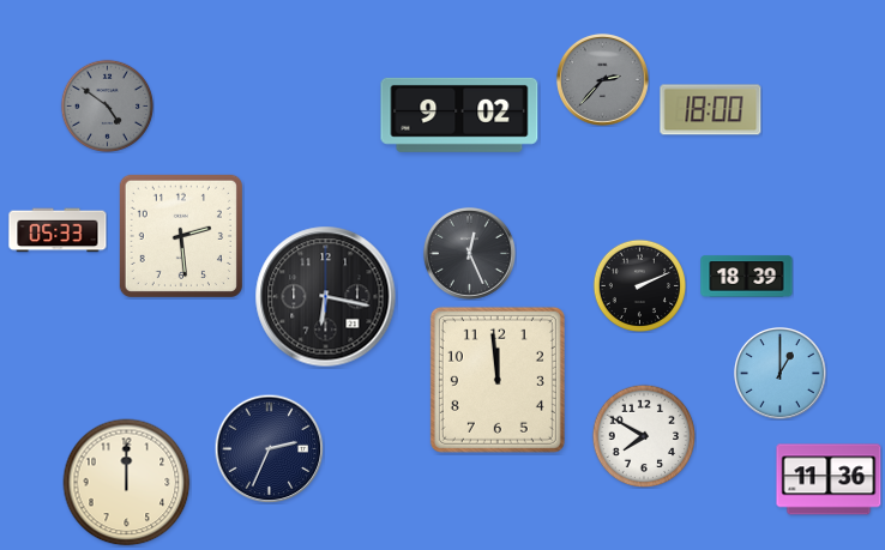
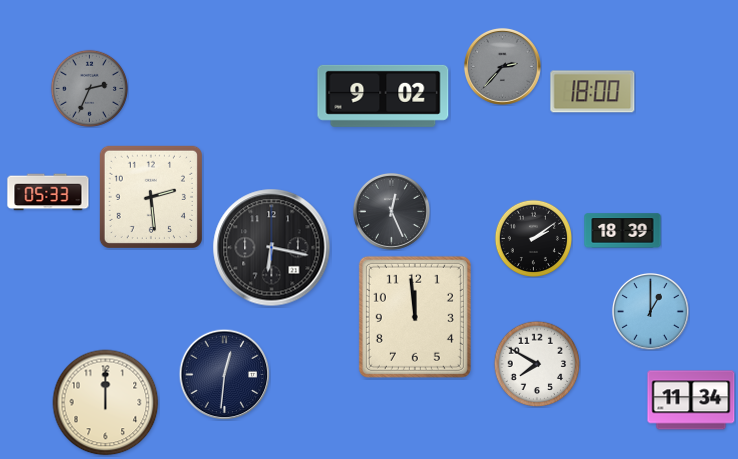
clock at (107, 105): 4:51 -> 2:34
clock at (639, 285): 2:11 -> 2:09
clock at (269, 448): 2:34 -> 12:31
clock at (829, 479): 11:36 -> 11:34
